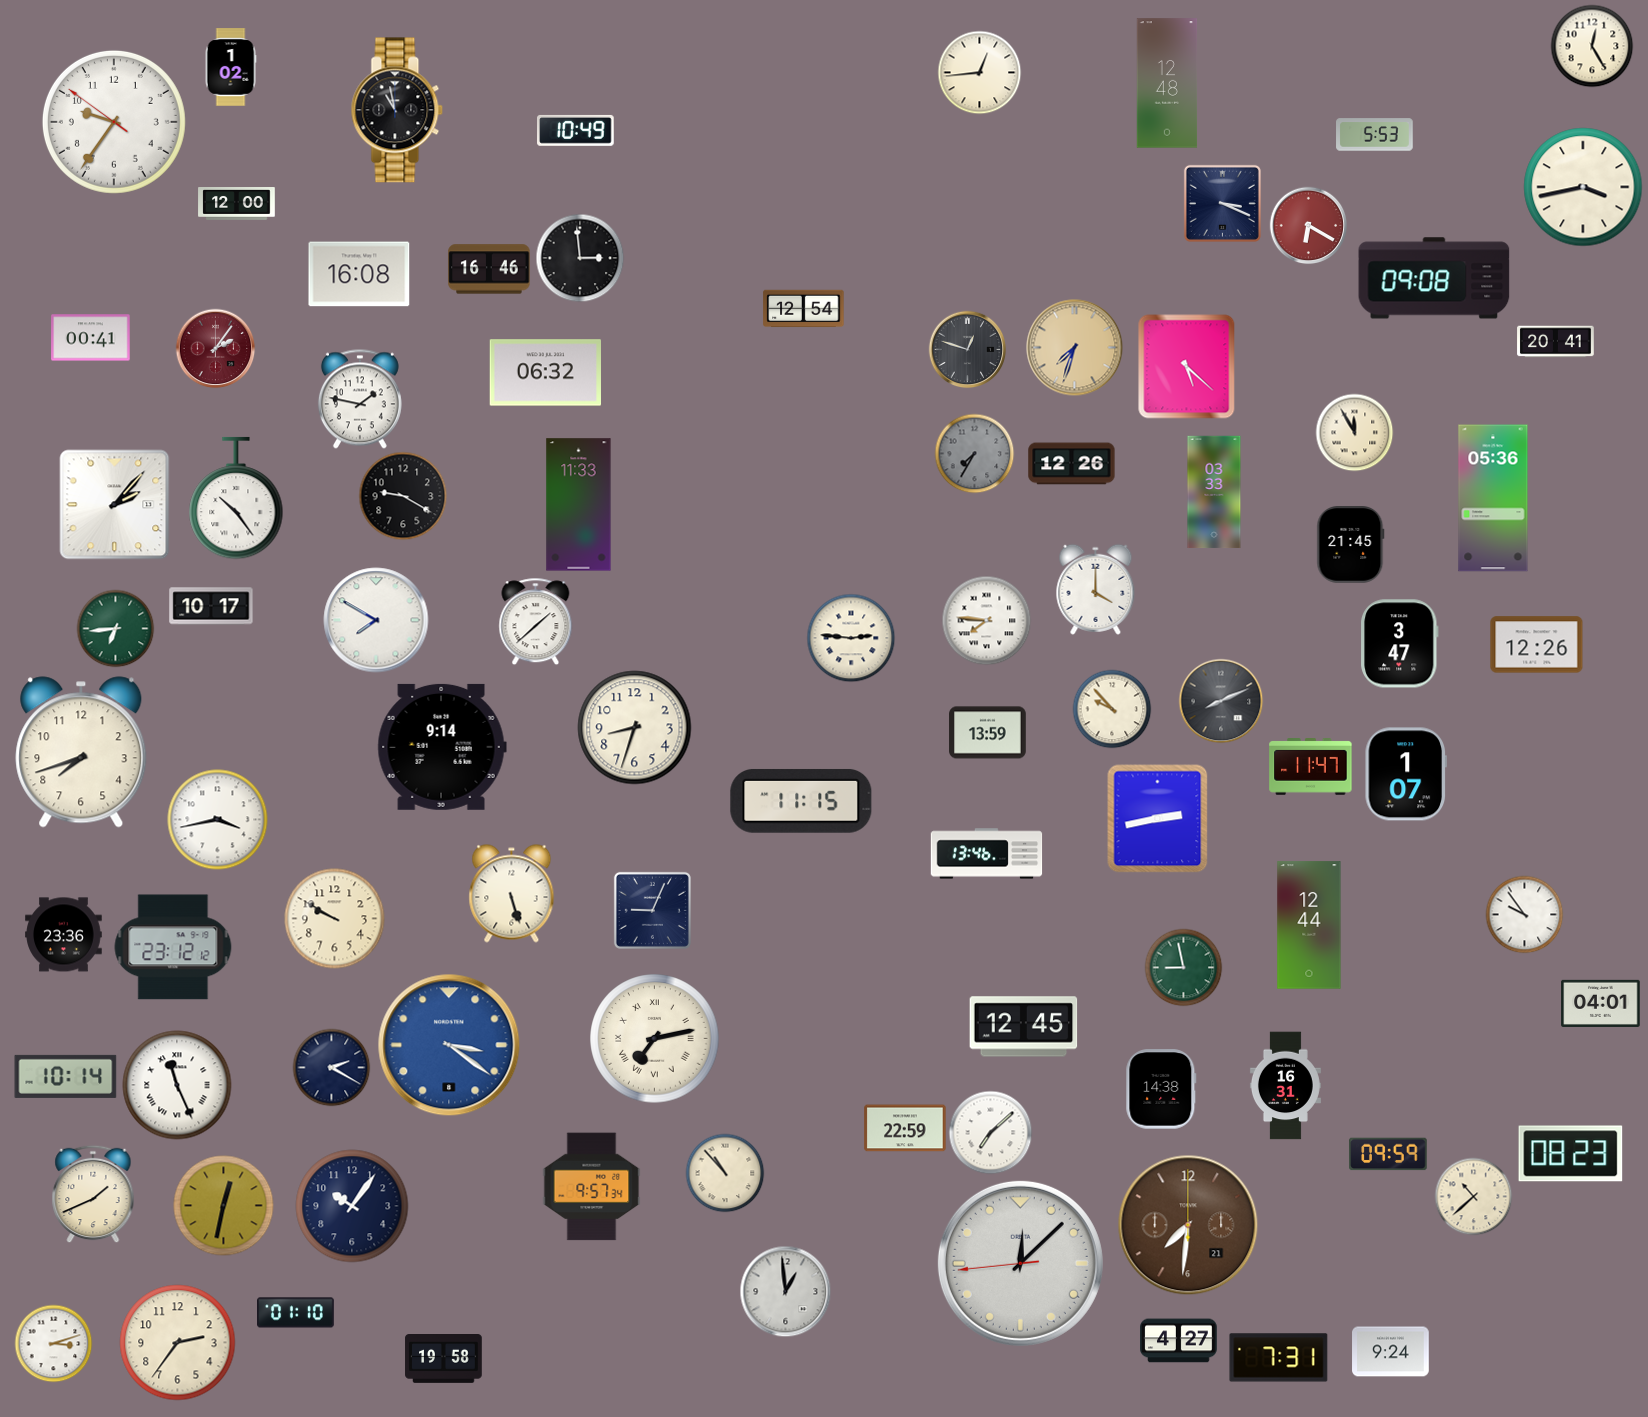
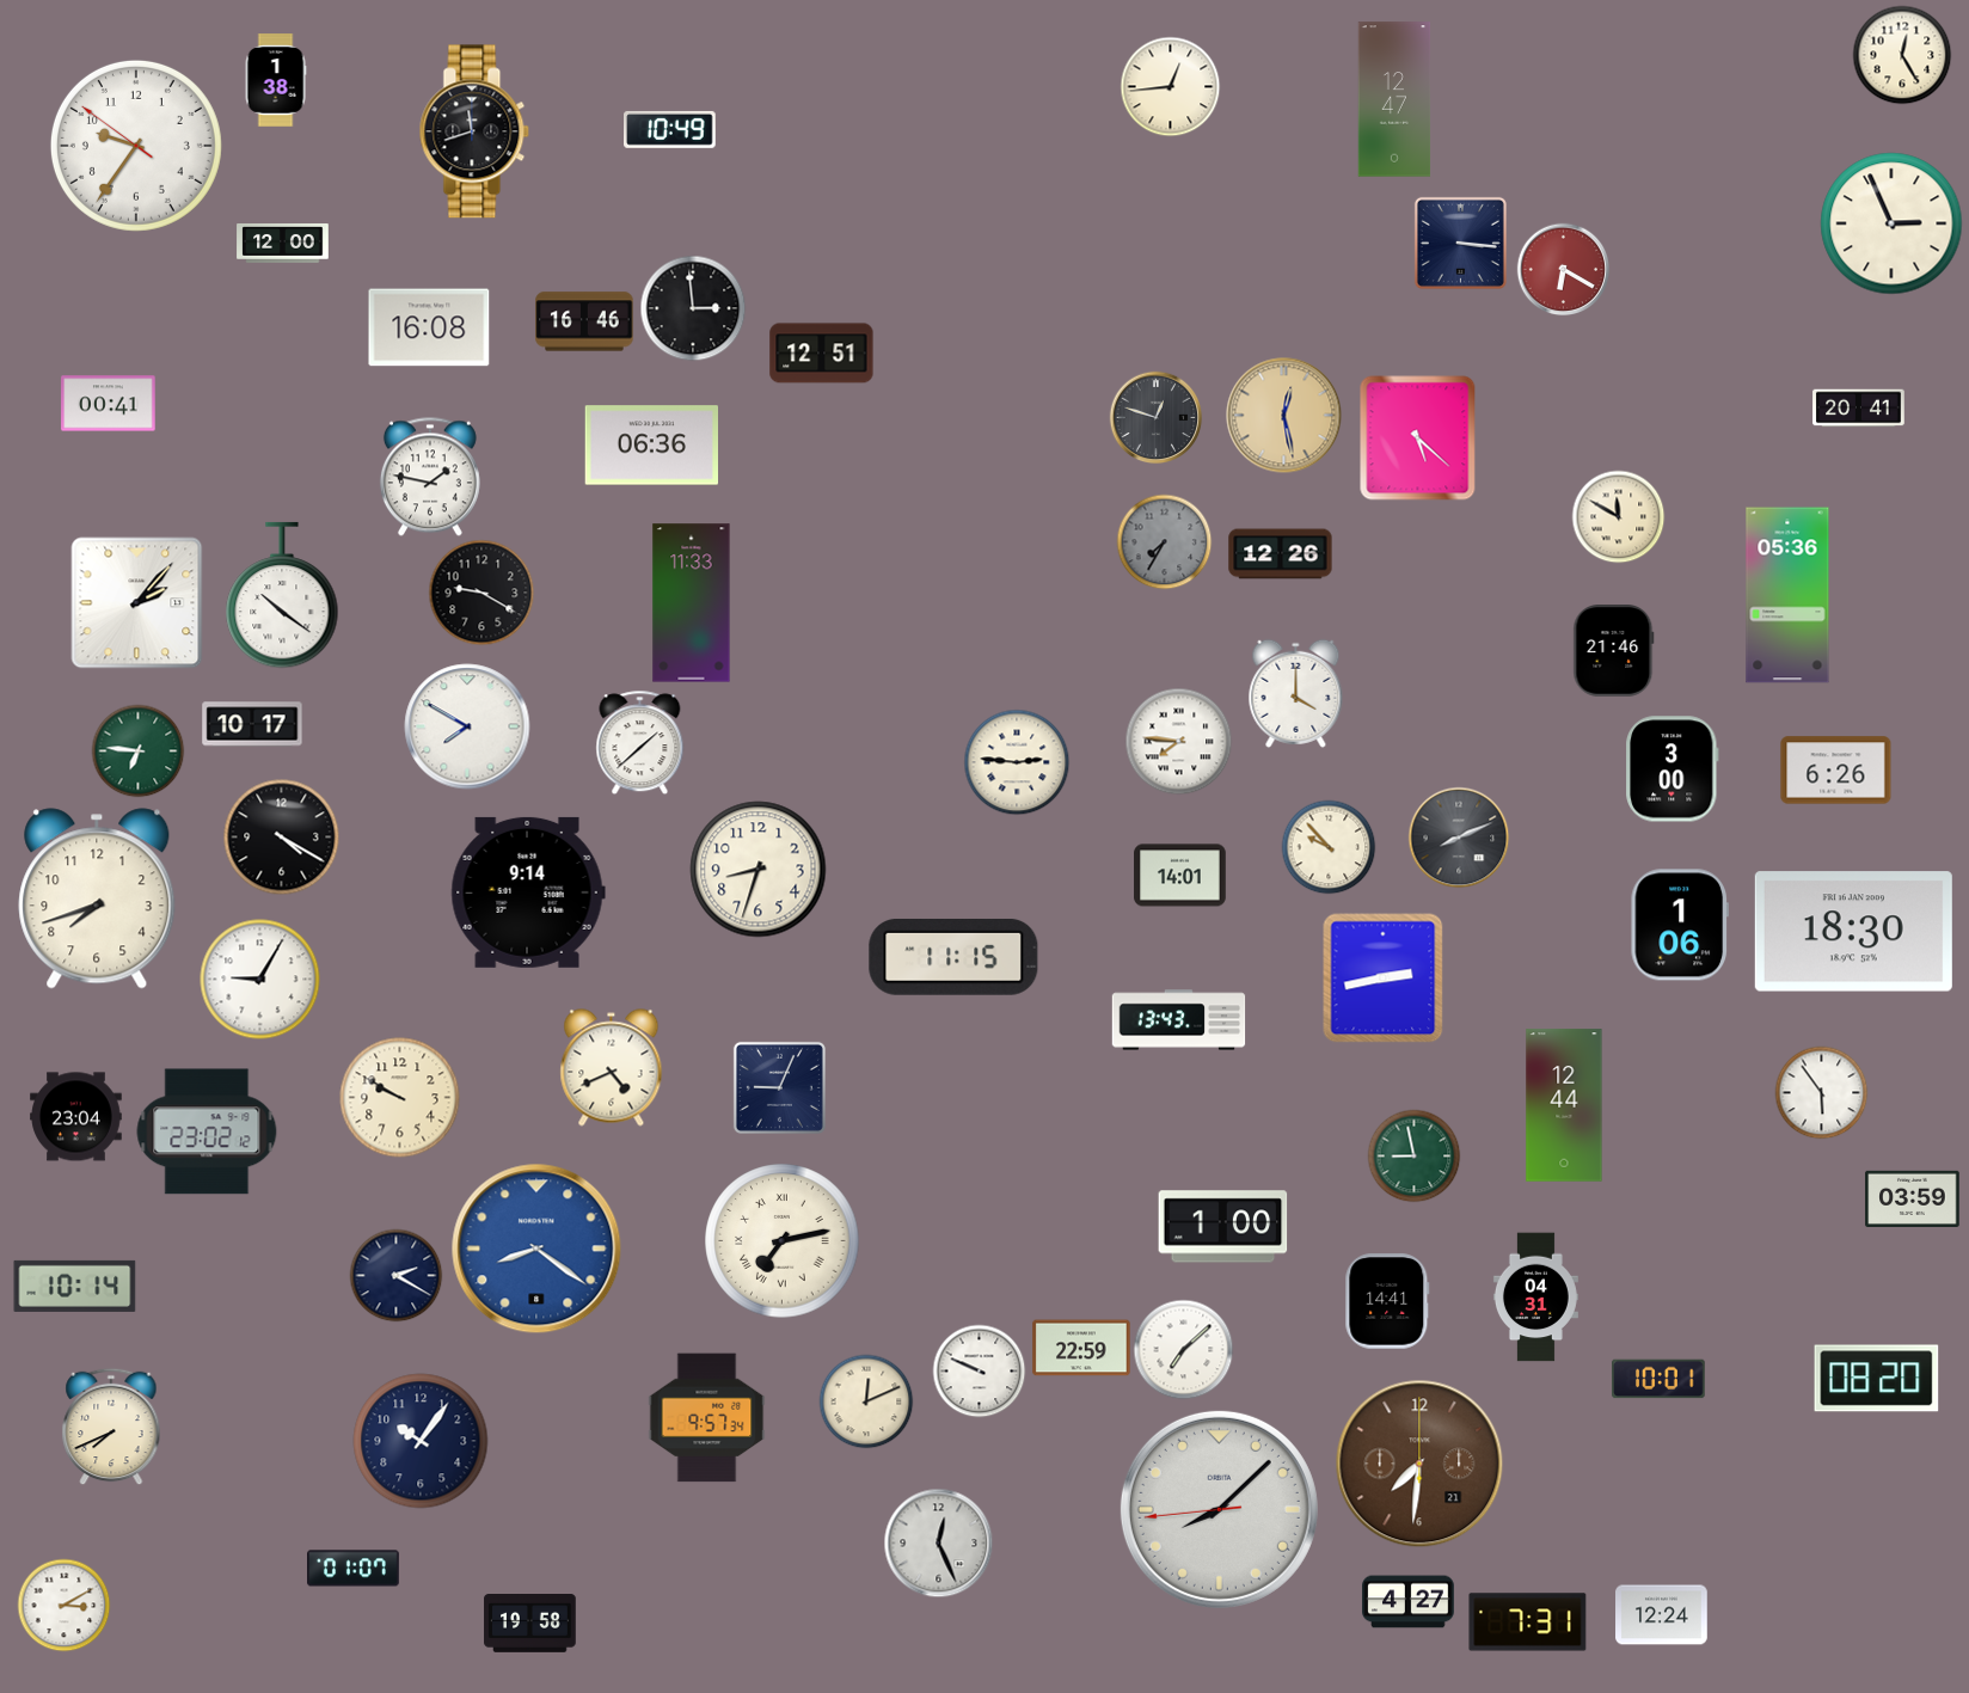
clock at (231, 67): 1:02 -> 1:38
clock at (1167, 83): 12:48 -> 12:47
clock at (397, 110): 10:58 -> 11:42
clock at (576, 130) position: (576, 130) -> (670, 129)
clock at (1375, 135): 5:53 -> none
clock at (1583, 187): 3:43 -> 2:56
clock at (1222, 203): 3:19 -> 3:16
clock at (1434, 278): 09:08 -> none
clock at (822, 354): none -> 12:51
clock at (804, 309): 12:54 -> none
clock at (215, 348): 2:06 -> none
clock at (1075, 348): 7:33 -> 12:28
clock at (546, 373): 06:32 -> 06:36
clock at (1354, 432): 11:55 -> 11:50
clock at (1214, 492): 03:33 -> none
clock at (236, 498): 10:24 -> 10:21
clock at (1493, 498) position: (1493, 498) -> (1787, 595)
clock at (1351, 545): 21:45 -> 21:46
clock at (1096, 589) position: (1096, 589) -> (1296, 693)
clock at (376, 620) position: (376, 620) -> (467, 726)
clock at (115, 628): 6:44 -> 6:46
clock at (1400, 644): 3:47 -> 3:00
clock at (1537, 645): 12:26 -> 6:26
clock at (281, 836): none -> 4:20
clock at (988, 733): 13:59 -> 14:01
clock at (1311, 767): 11:47 -> none
clock at (1406, 774): 1:07 -> 1:06
clock at (1853, 932): none -> 18:30
clock at (801, 801) position: (801, 801) -> (953, 957)
clock at (218, 820): 3:43 -> 9:05
clock at (987, 854): 13:46 -> 13:43
clock at (512, 894): 5:27 -> 4:41
clock at (1524, 914): 9:54 -> 5:54
clock at (64, 935): 23:36 -> 23:04
clock at (173, 947): 23:12 -> 23:02
clock at (1601, 1003): 04:01 -> 03:59
clock at (1024, 1027): 12:45 -> 1:00
clock at (449, 1045): 3:21 -> 8:21
clock at (66, 1076) position: (66, 1076) -> (75, 1286)
clock at (177, 1085): 11:26 -> none
clock at (1285, 1086): 16:31 -> 04:31
clock at (1161, 1089): 14:38 -> 14:41
clock at (990, 1132) position: (990, 1132) -> (1183, 1349)
clock at (979, 1370): none -> 9:49
clock at (1388, 1154): 09:59 -> 10:01
clock at (1571, 1154): 08:23 -> 08:20
clock at (725, 1173): 10:53 -> 12:11
clock at (93, 1194): 1:41 -> 7:41
clock at (1473, 1196): 10:38 -> none
clock at (224, 1206): 12:32 -> none
clock at (1020, 1263): 12:07 -> 8:07
clock at (785, 1291): 12:59 -> 12:26
clock at (296, 1313): 01:10 -> 01:07
clock at (53, 1343): 3:12 -> 3:10
clock at (178, 1343): 2:36 -> none
clock at (1391, 1352): 9:24 -> 12:24
